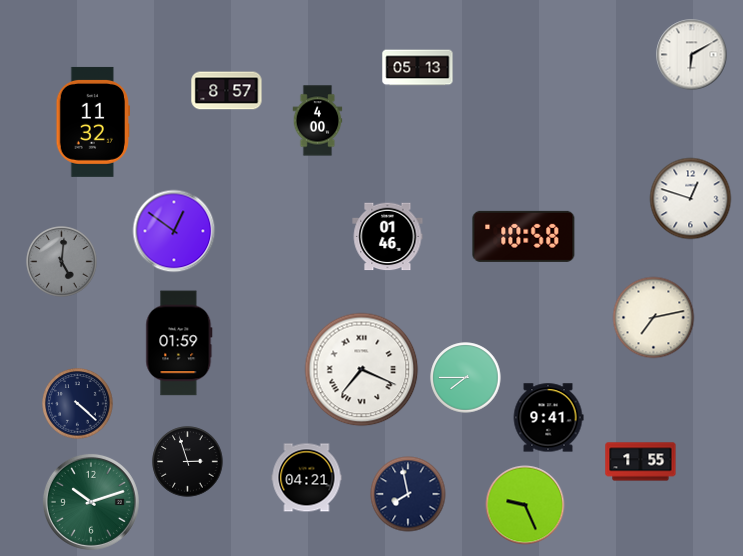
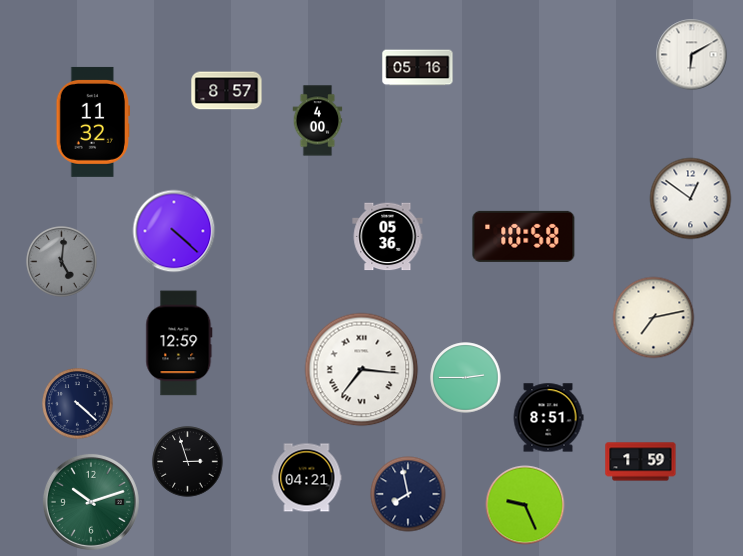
clock at (418, 68): 05:13 -> 05:16
clock at (691, 199): 12:48 -> 12:51
clock at (174, 231): 12:51 -> 4:22
clock at (388, 237): 01:46 -> 05:36
clock at (179, 343): 01:59 -> 12:59
clock at (362, 370): 7:19 -> 7:16
clock at (466, 378): 7:45 -> 2:45
clock at (548, 418): 9:41 -> 8:51
clock at (641, 462): 1:55 -> 1:59
